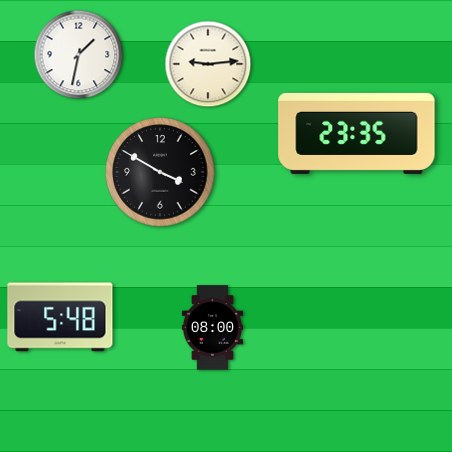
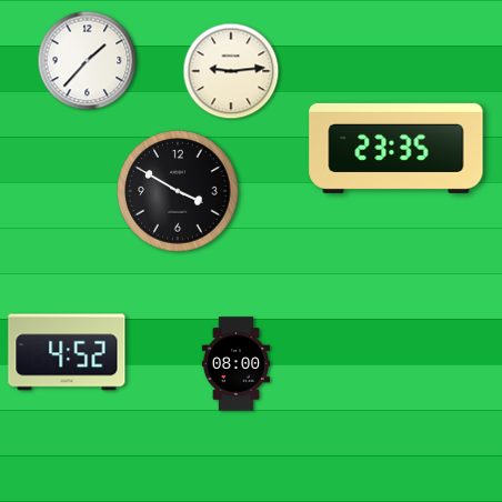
clock at (79, 55): 1:32 -> 1:37
clock at (60, 317): 5:48 -> 4:52
